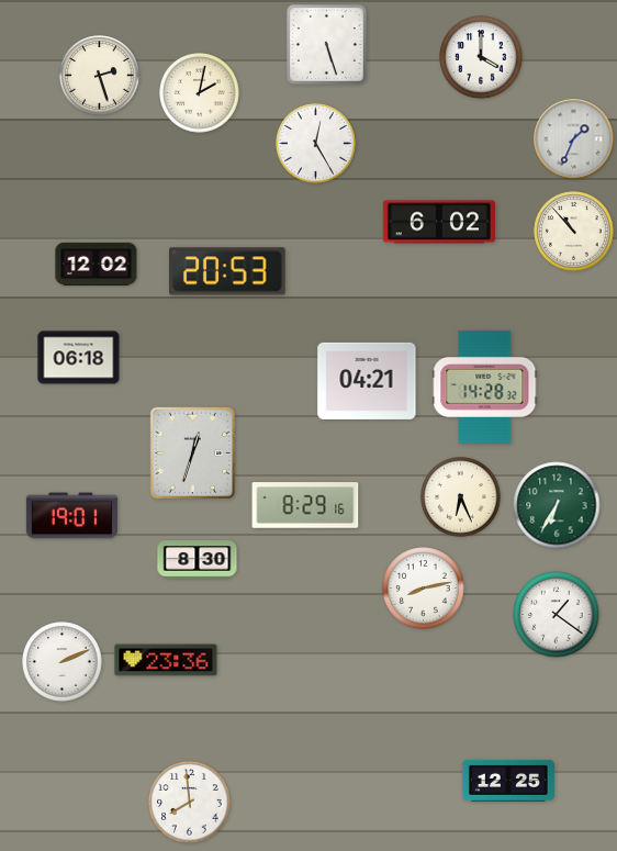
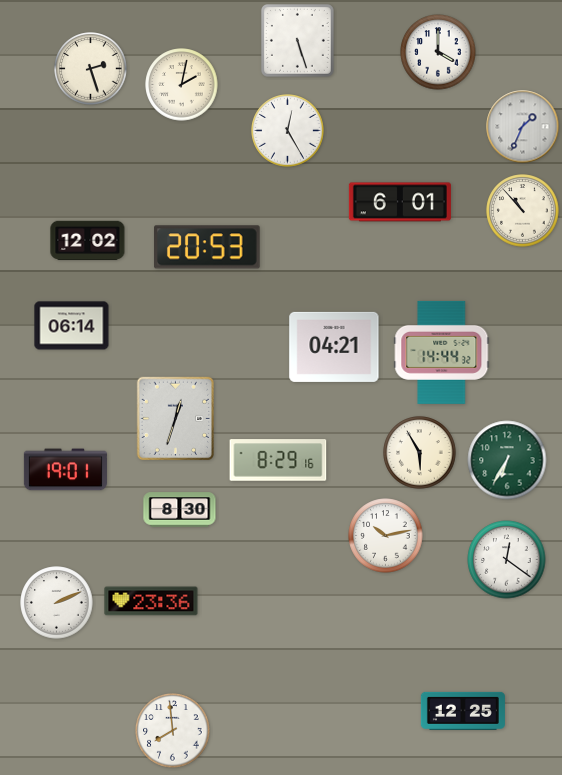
clock at (439, 222): 6:02 -> 6:01
clock at (79, 358): 06:18 -> 06:14
clock at (485, 387): 14:28 -> 14:44
clock at (193, 454) position: (193, 454) -> (176, 419)
clock at (461, 497): 6:26 -> 5:55
clock at (424, 589): 8:13 -> 10:13
clock at (557, 615): 1:21 -> 12:21
